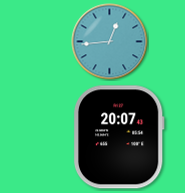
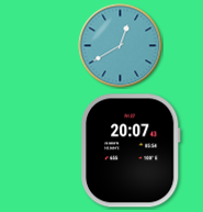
clock at (110, 42): 12:44 -> 12:40
